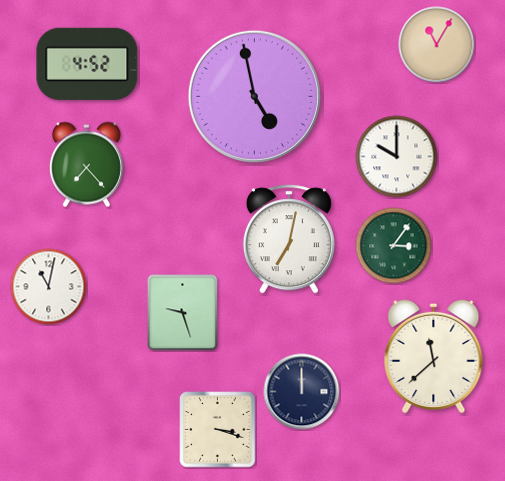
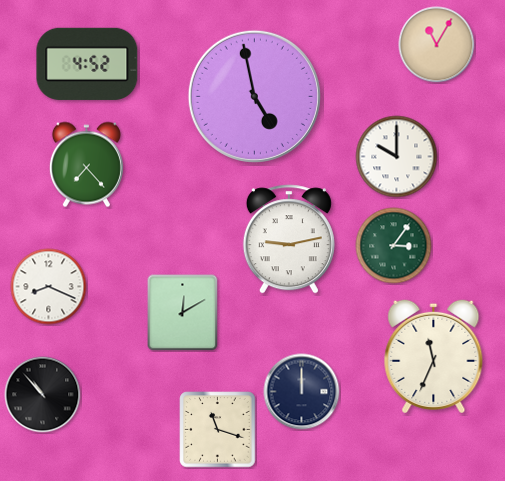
clock at (289, 239): 7:02 -> 9:13
clock at (49, 287): 11:02 -> 8:19
clock at (183, 313): 9:27 -> 12:10
clock at (434, 356): 11:38 -> 11:34
clock at (43, 395): none -> 10:53
clock at (218, 430): 3:18 -> 11:18
